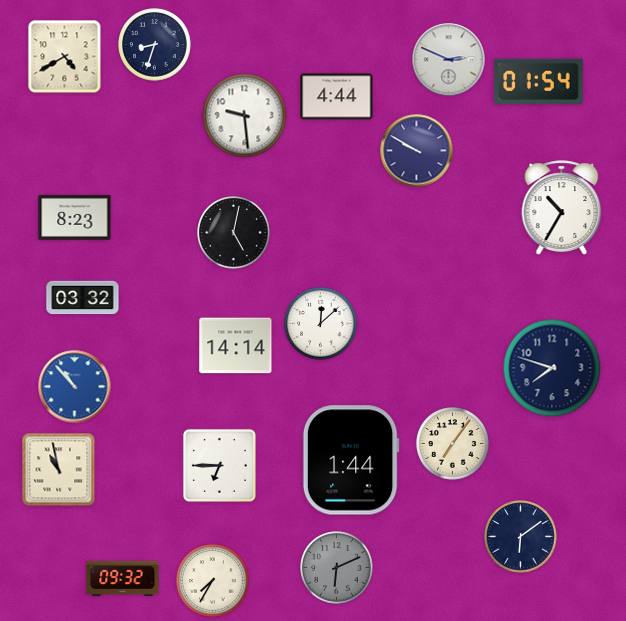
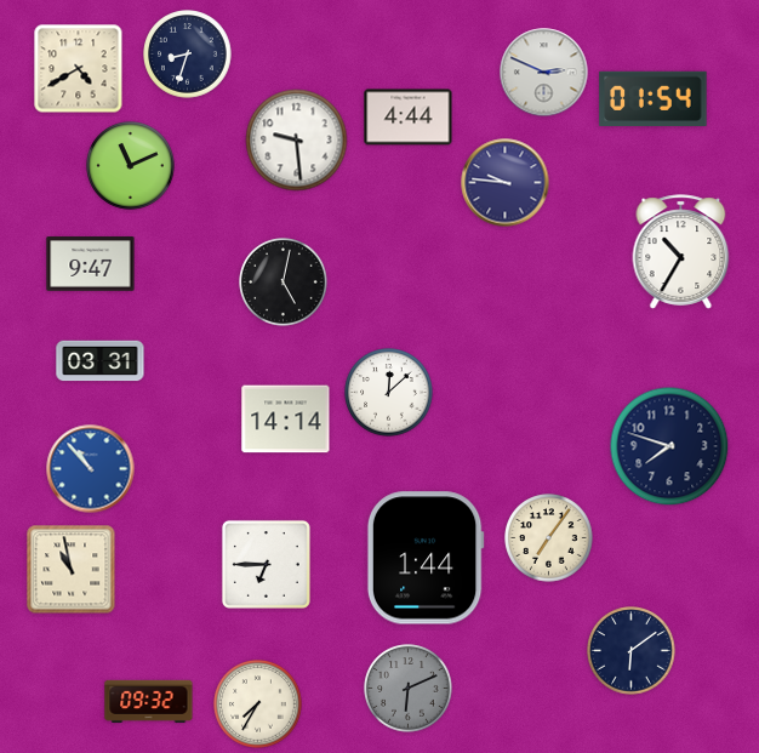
clock at (131, 166): none -> 11:11
clock at (417, 151): 9:50 -> 9:46
clock at (75, 218): 8:23 -> 9:47
clock at (83, 298): 03:32 -> 03:31
